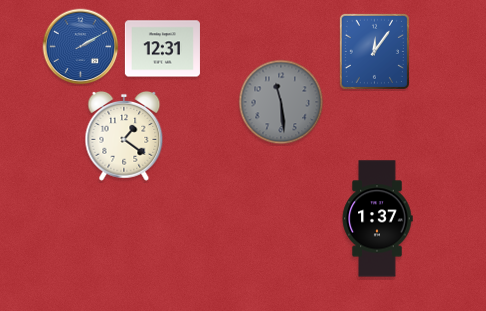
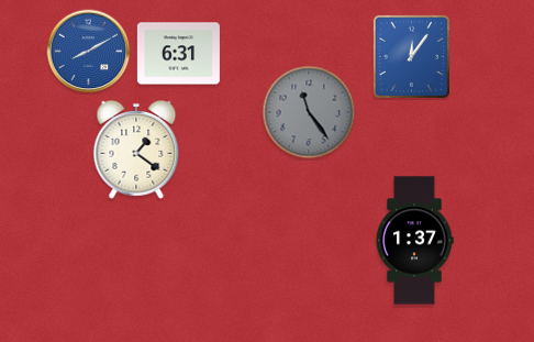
clock at (81, 47): 2:10 -> 8:10
clock at (162, 49): 12:31 -> 6:31
clock at (281, 102): 11:29 -> 11:24
